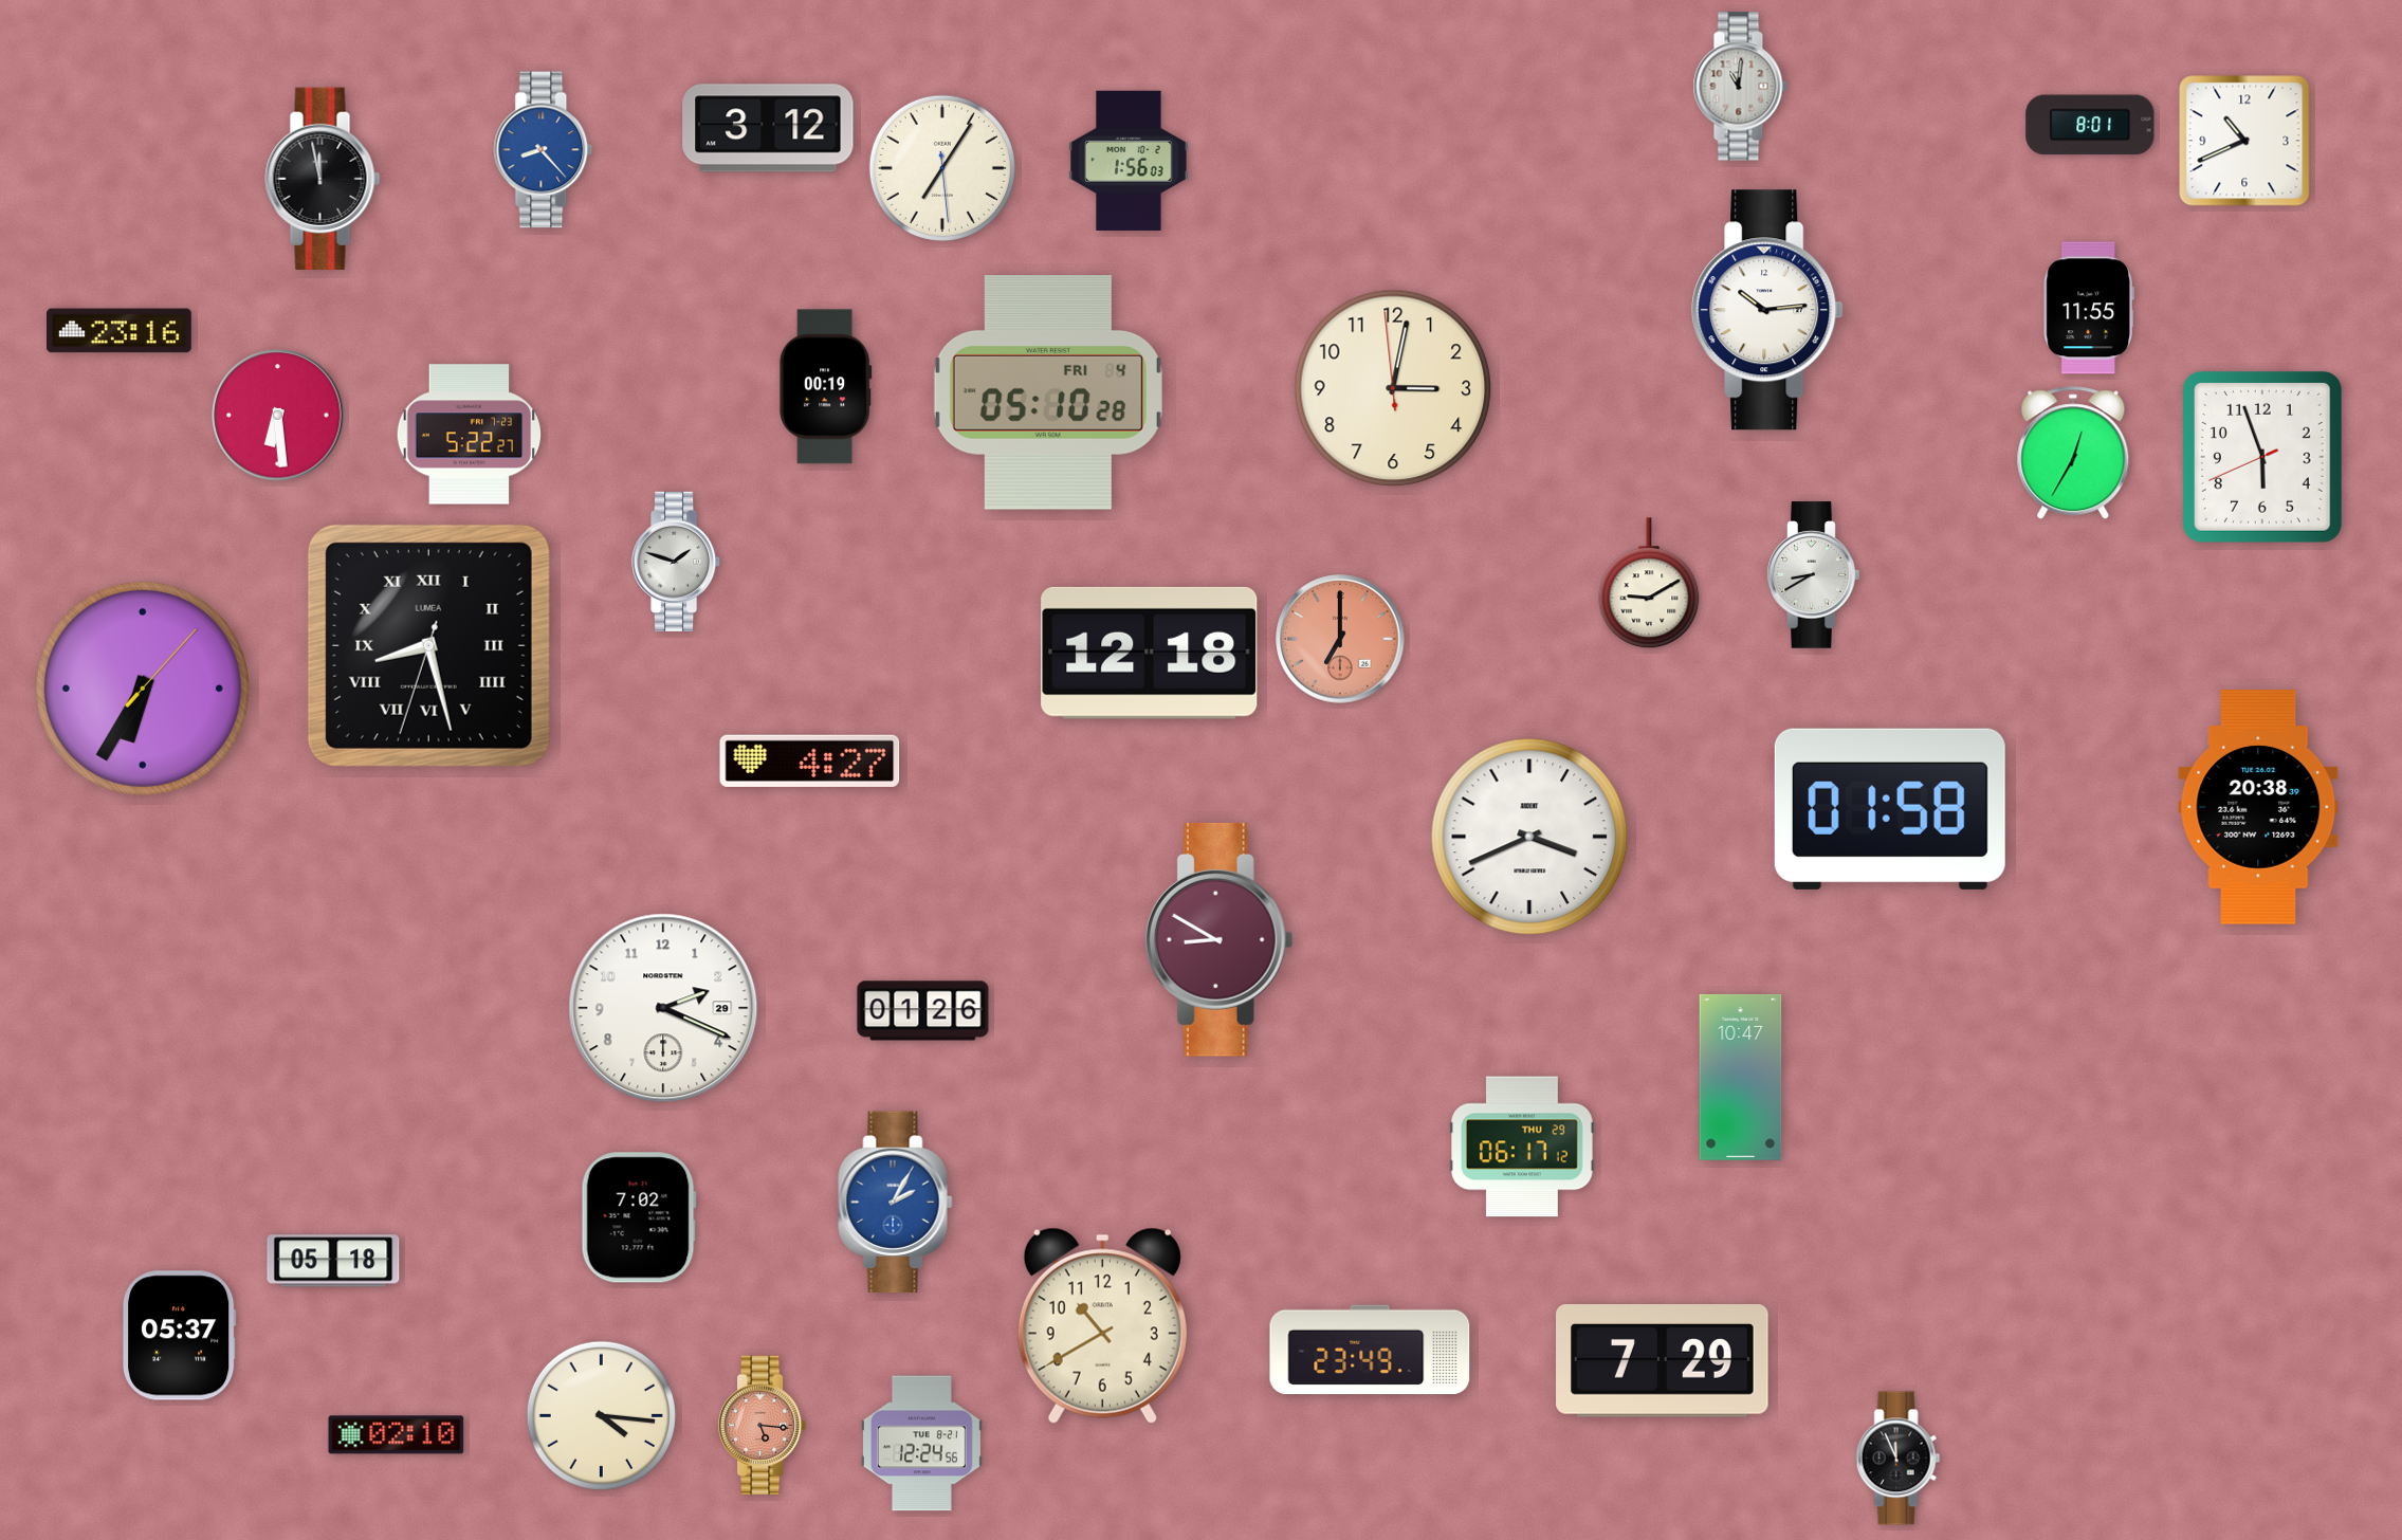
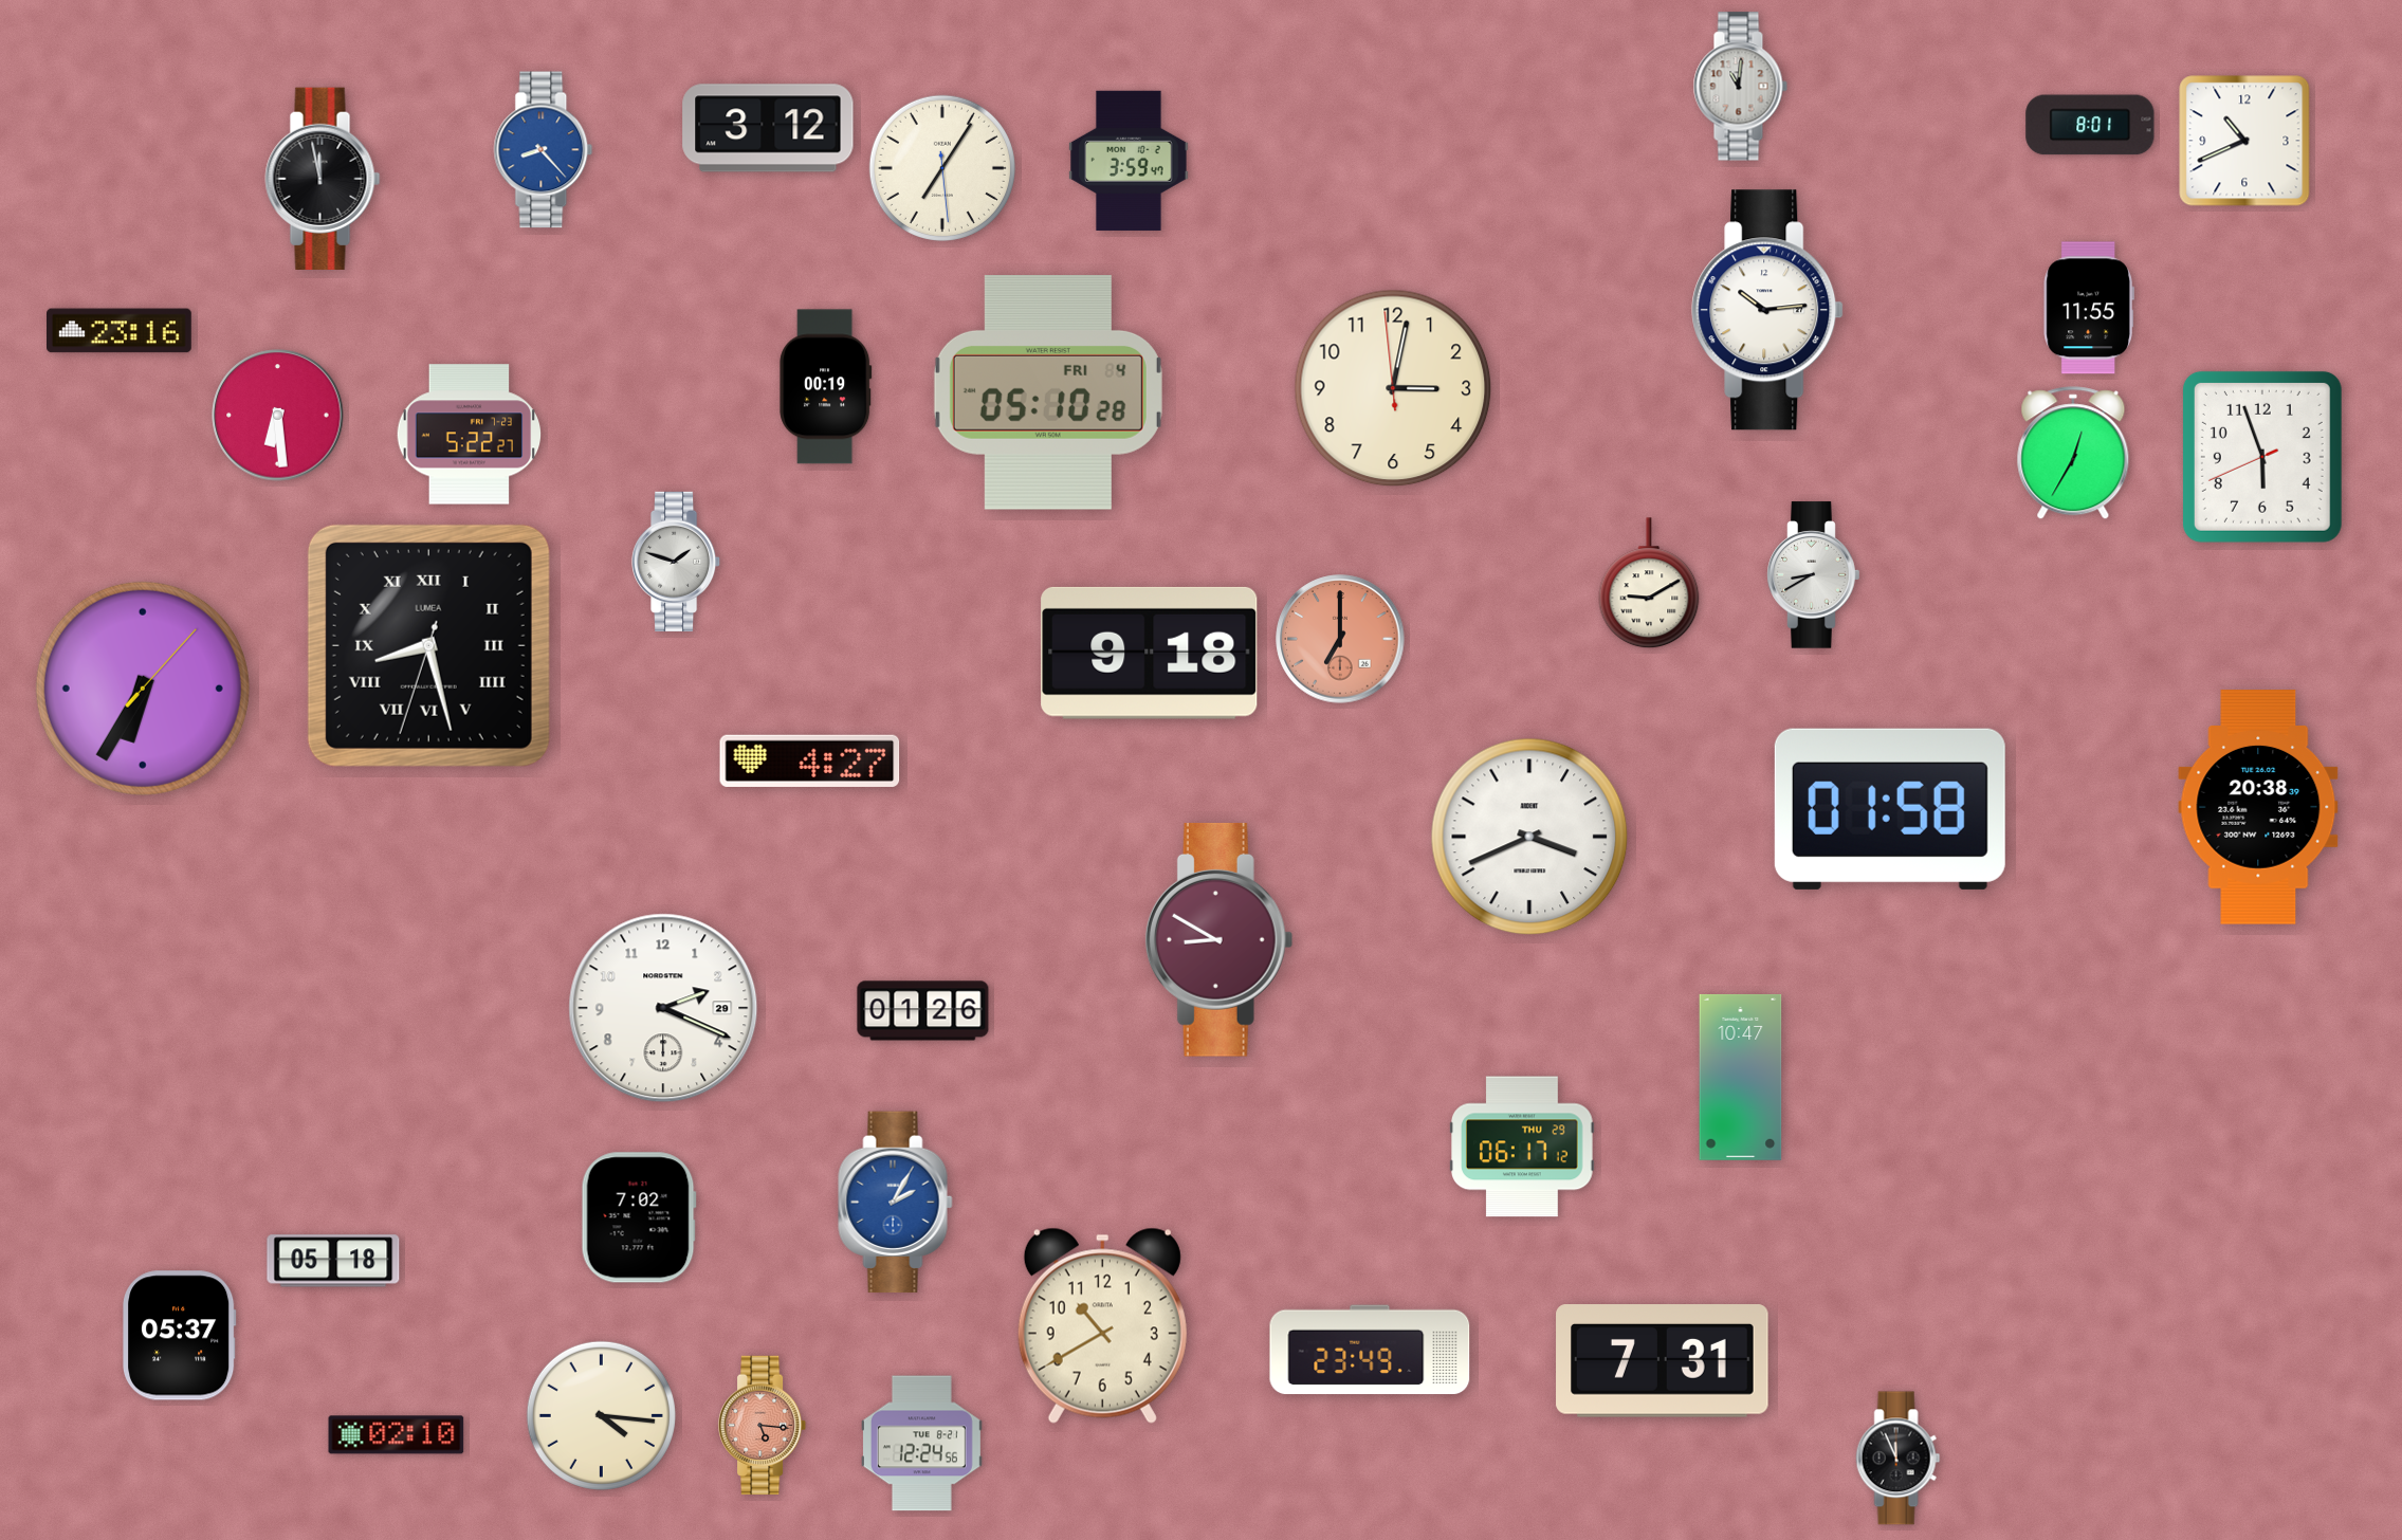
clock at (1129, 161): 1:56 -> 3:59
clock at (1150, 653): 12:18 -> 9:18
clock at (1663, 1361): 7:29 -> 7:31
